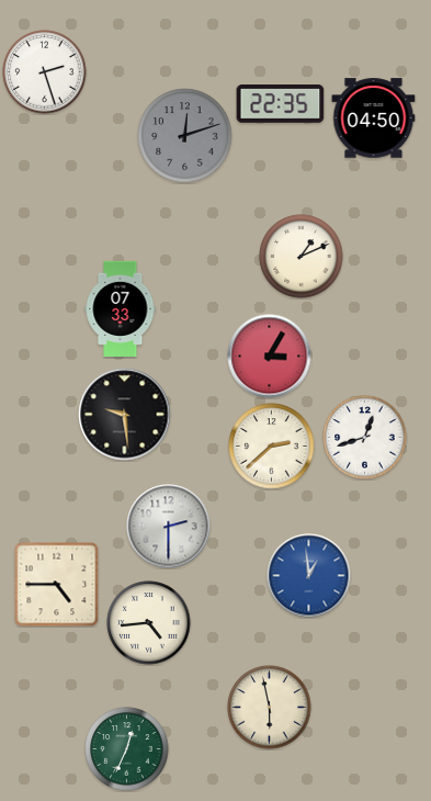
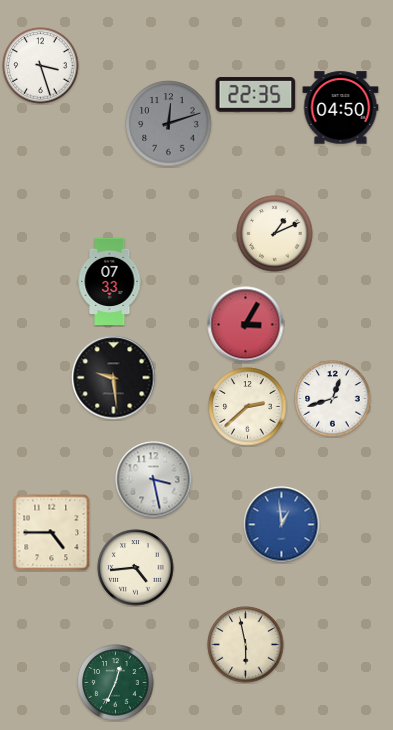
clock at (45, 72): 2:27 -> 3:27
clock at (169, 527): 2:30 -> 3:28
